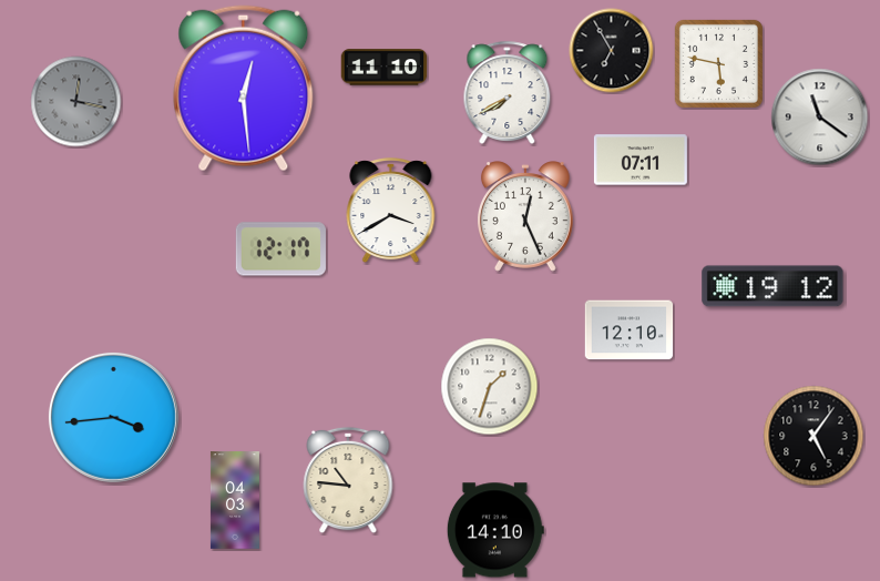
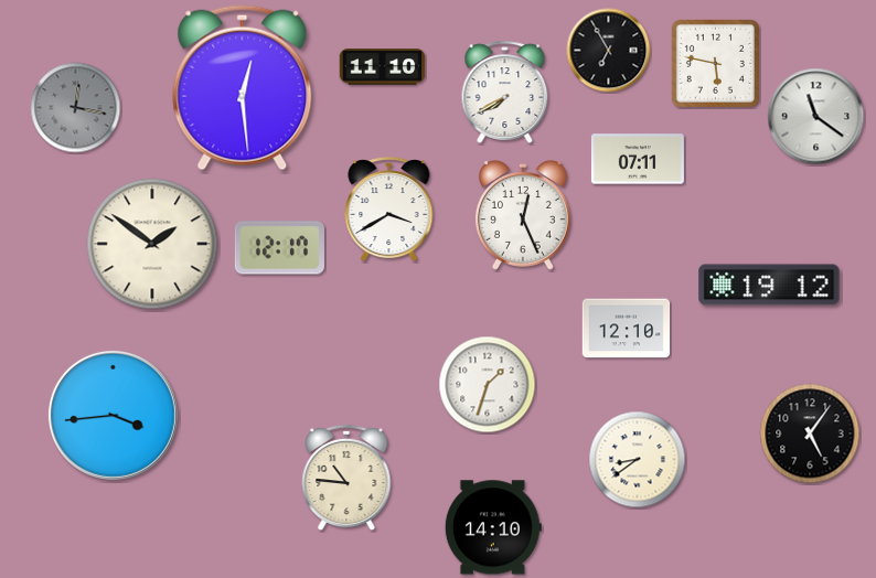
clock at (76, 102) position: (76, 102) -> (76, 108)
clock at (152, 244): none -> 1:51
clock at (638, 460): none -> 8:39
clock at (235, 500): 04:03 -> none
